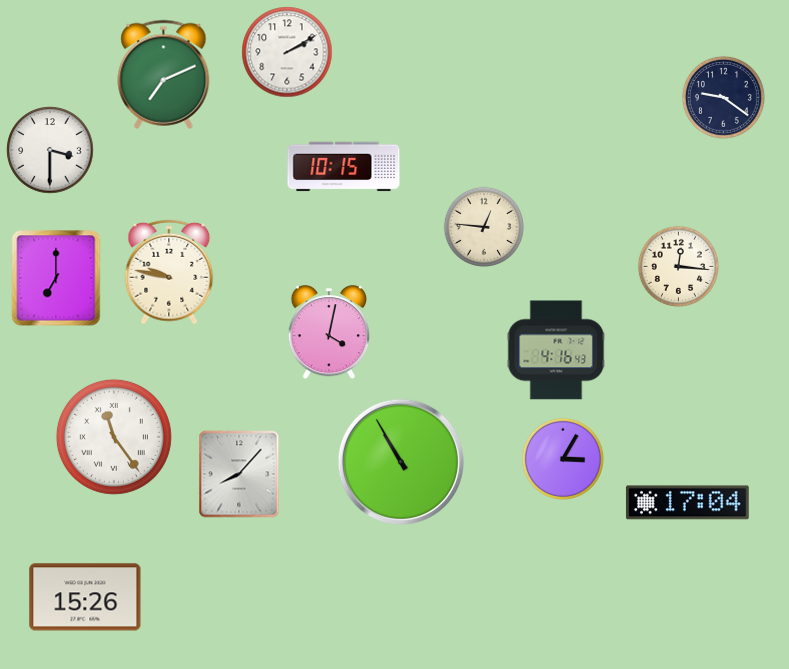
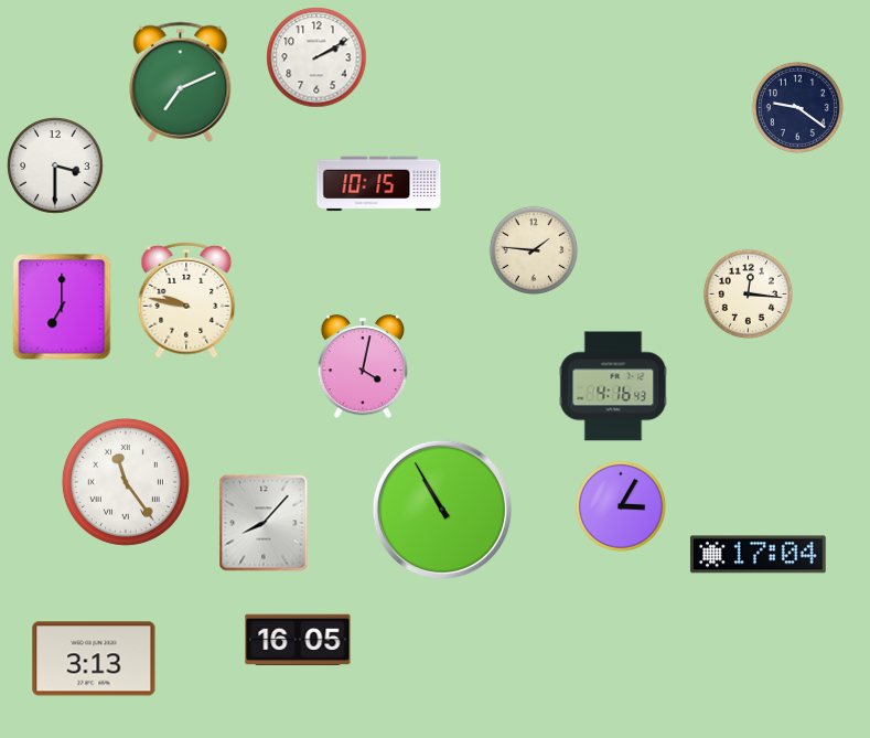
clock at (484, 227): 12:46 -> 1:46
clock at (298, 640): none -> 16:05
clock at (85, 597): 15:26 -> 3:13
